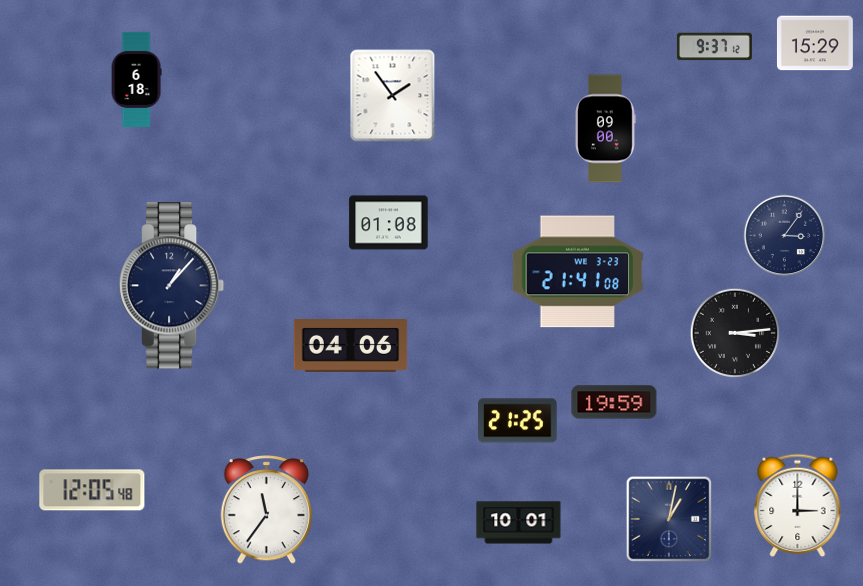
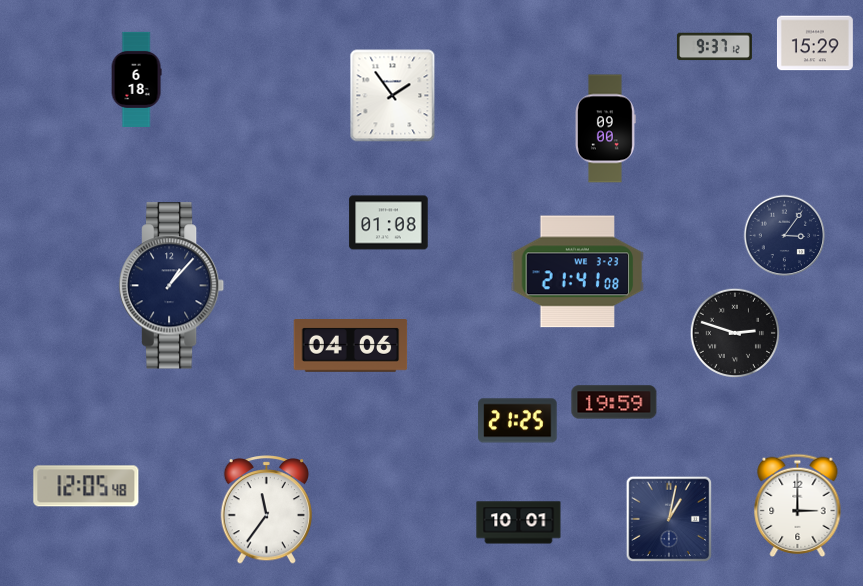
clock at (734, 332): 3:14 -> 2:48
clock at (92, 490) position: (92, 490) -> (86, 486)
